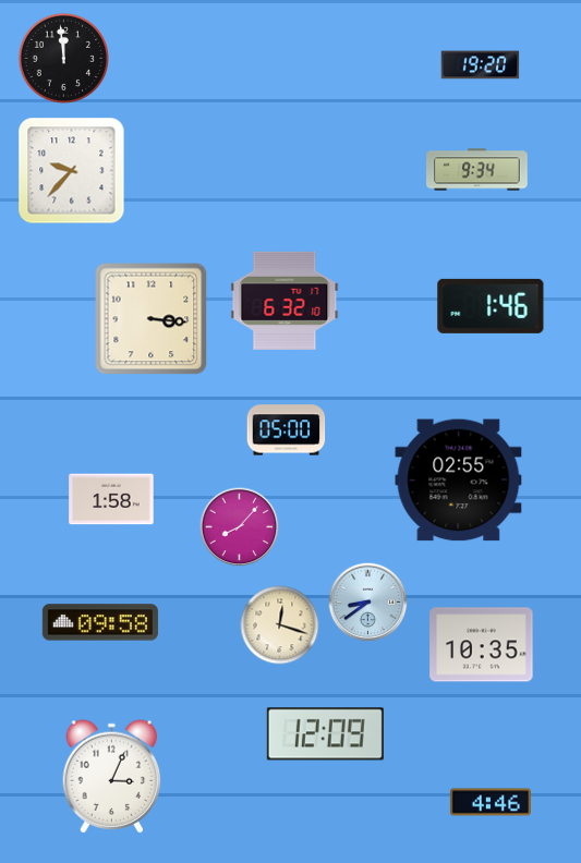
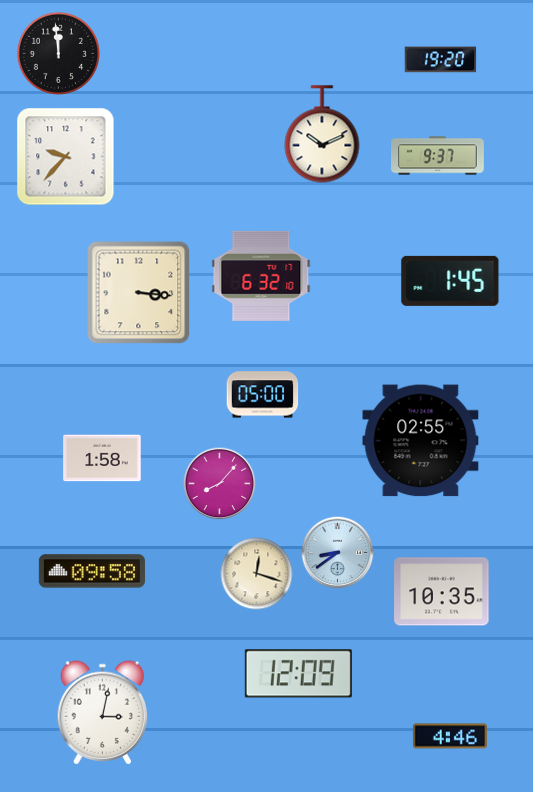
clock at (322, 134): none -> 10:11
clock at (477, 170): 9:34 -> 9:37
clock at (491, 306): 1:46 -> 1:45
clock at (112, 777): 3:04 -> 3:02
